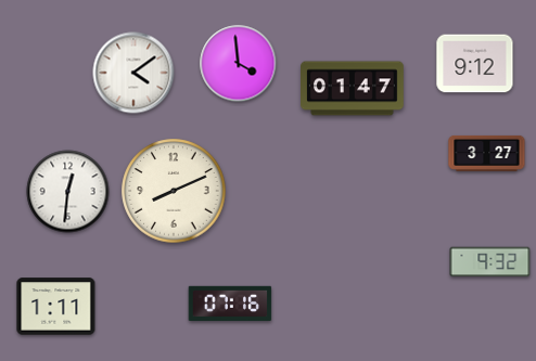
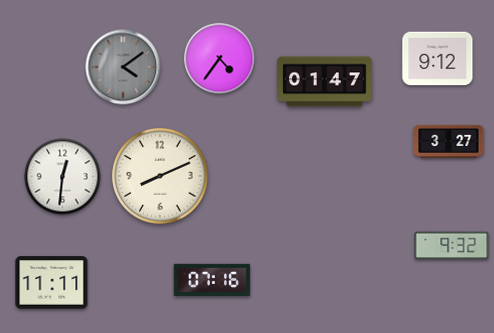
clock at (239, 64): 3:59 -> 4:36
clock at (133, 73) dial: white -> grey
clock at (490, 262) position: (490, 262) -> (452, 246)
clock at (56, 307): 1:11 -> 11:11
